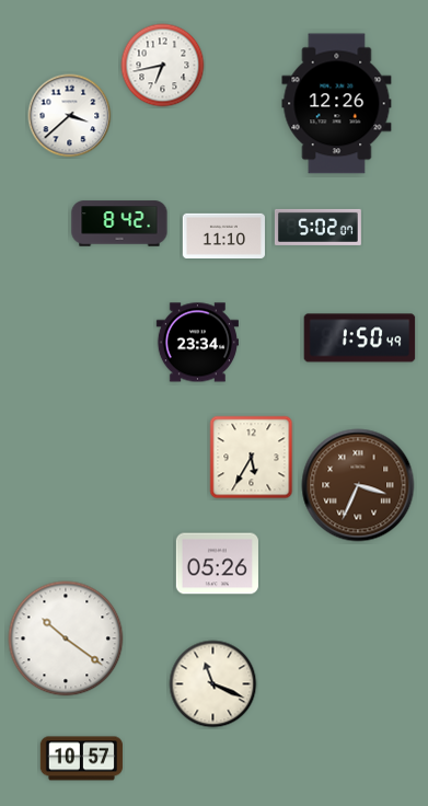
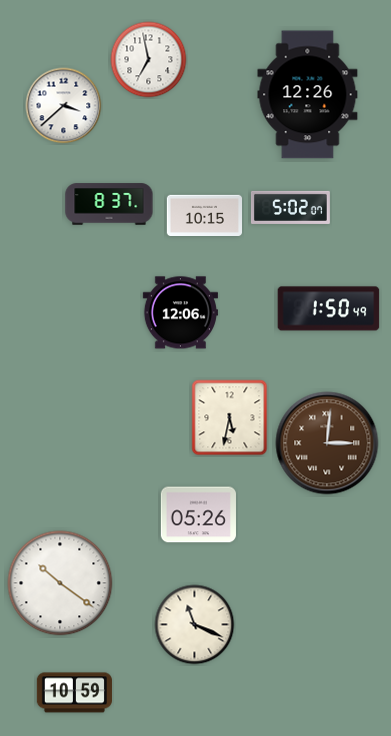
clock at (163, 66): 6:43 -> 6:58
clock at (119, 223): 8:42 -> 8:37
clock at (223, 235): 11:10 -> 10:15
clock at (197, 343): 23:34 -> 12:06
clock at (252, 458): 5:35 -> 5:32
clock at (358, 485): 3:34 -> 3:01
clock at (81, 759): 10:57 -> 10:59
